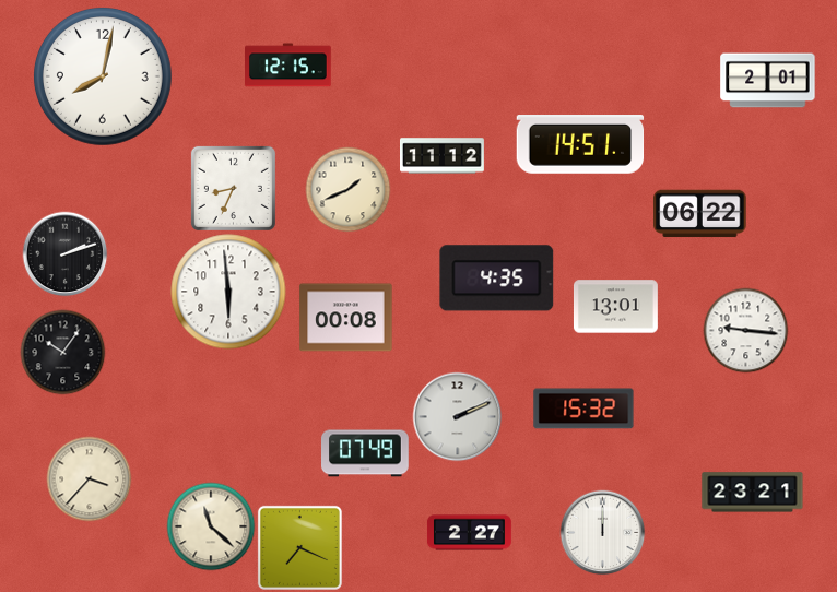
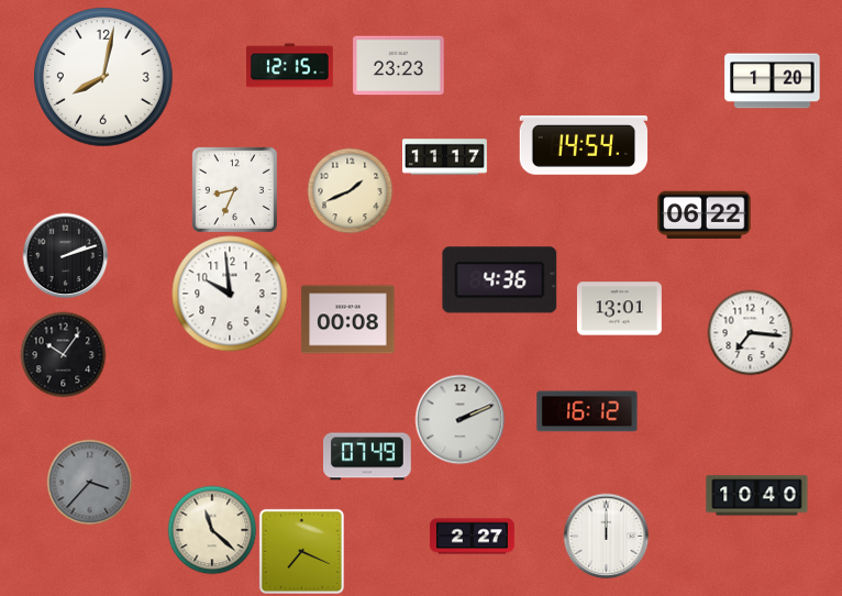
clock at (399, 66): none -> 23:23
clock at (768, 81): 2:01 -> 1:20
clock at (580, 145): 14:51 -> 14:54
clock at (443, 156): 11:12 -> 11:17
clock at (497, 279): 4:35 -> 4:36
clock at (228, 292): 5:59 -> 9:59
clock at (745, 330): 9:16 -> 7:16
clock at (583, 409): 15:32 -> 16:12
clock at (89, 478) dial: cream -> grey
clock at (753, 493): 23:21 -> 10:40
